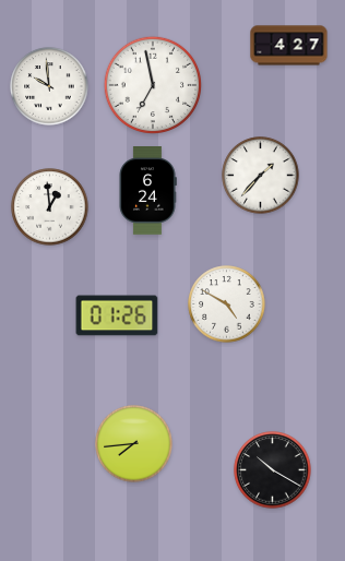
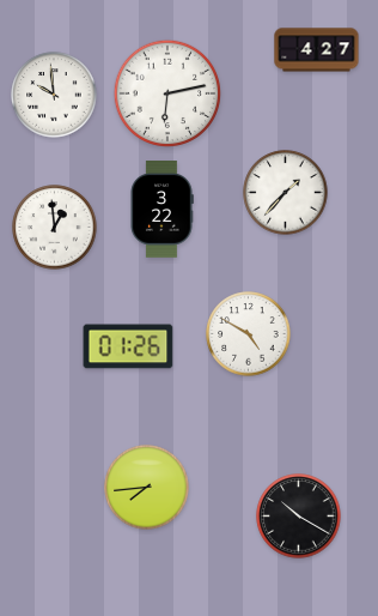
clock at (152, 84): 6:58 -> 6:13
clock at (147, 191): 6:24 -> 3:22
